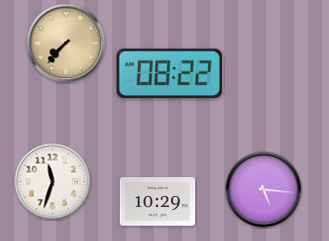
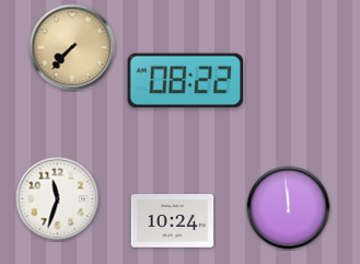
clock at (264, 190): 5:16 -> 11:59
clock at (158, 202): 10:29 -> 10:24
